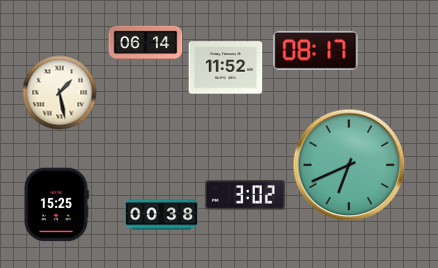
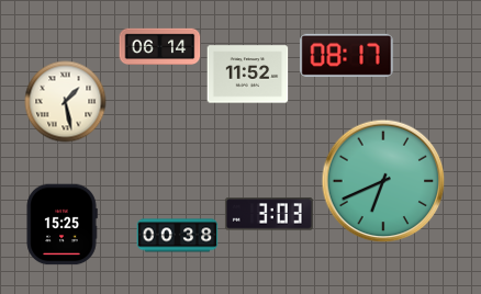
clock at (245, 195): 3:02 -> 3:03
